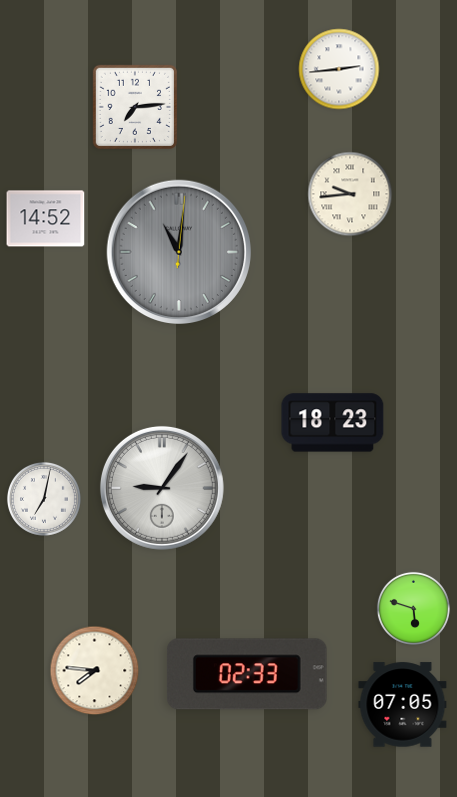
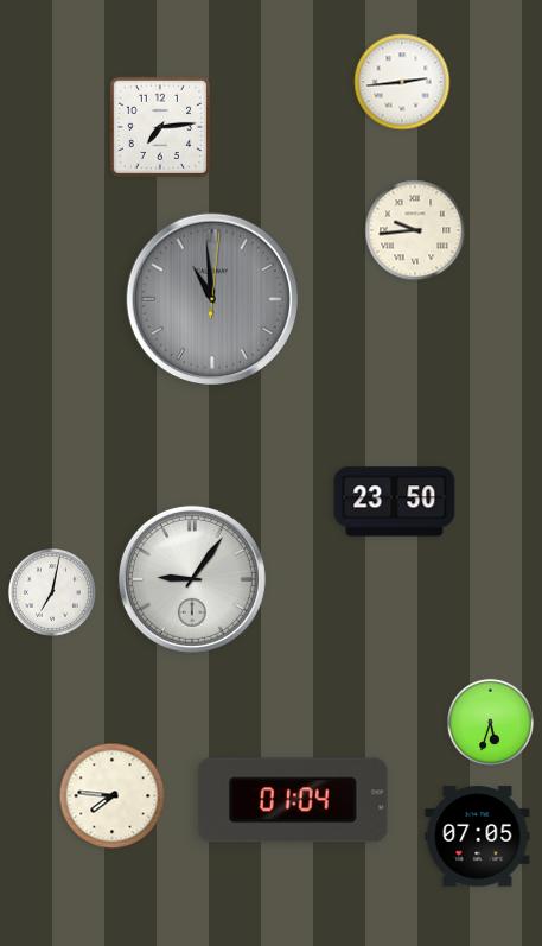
clock at (46, 219): 14:52 -> none
clock at (178, 251): 11:01 -> 10:59
clock at (333, 423): 18:23 -> 23:50
clock at (413, 608): 5:48 -> 5:33
clock at (247, 674): 02:33 -> 01:04
